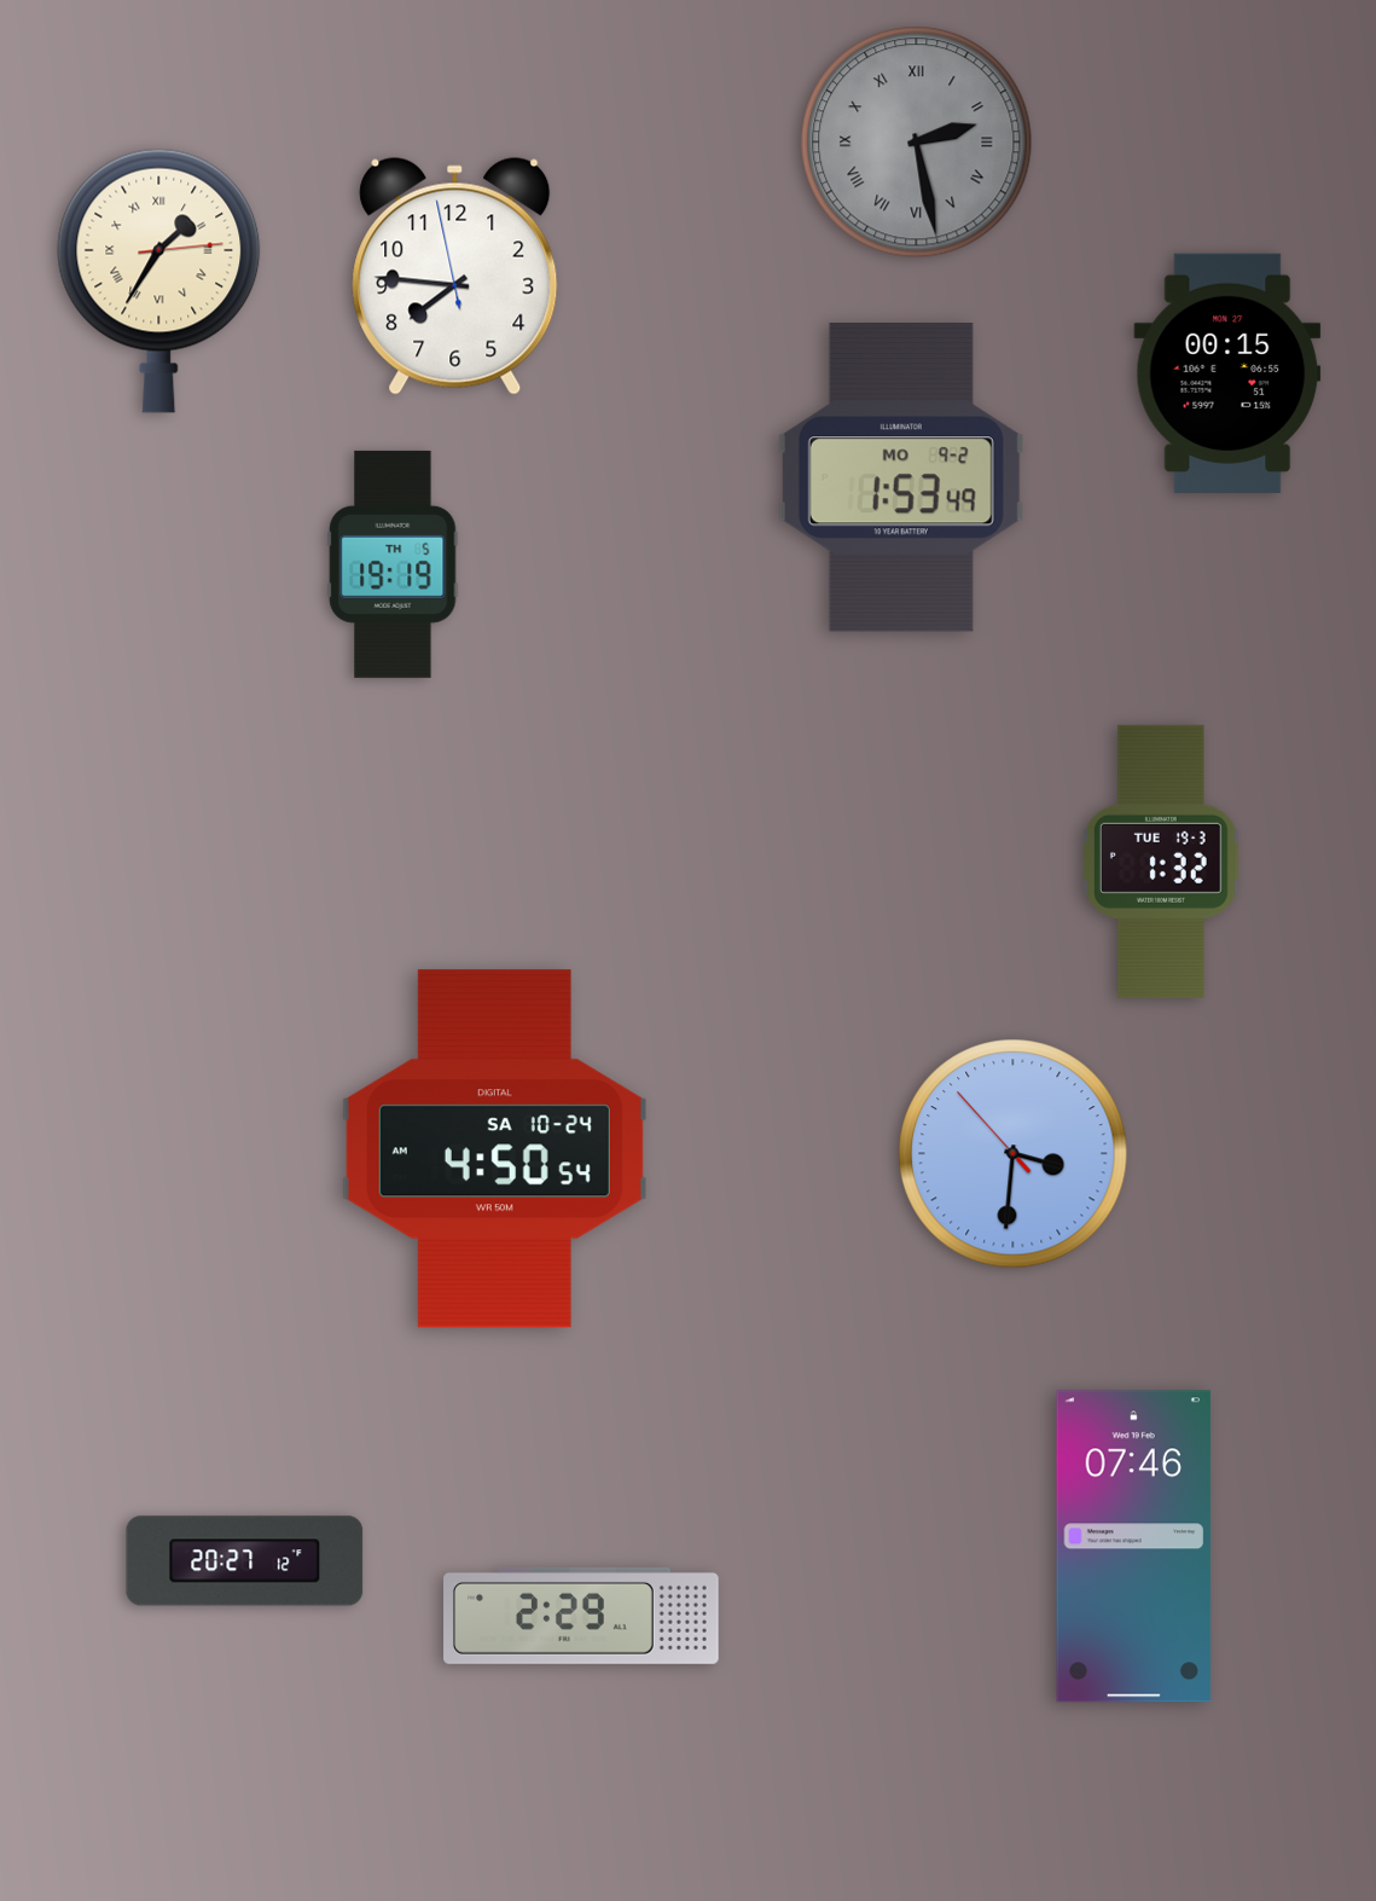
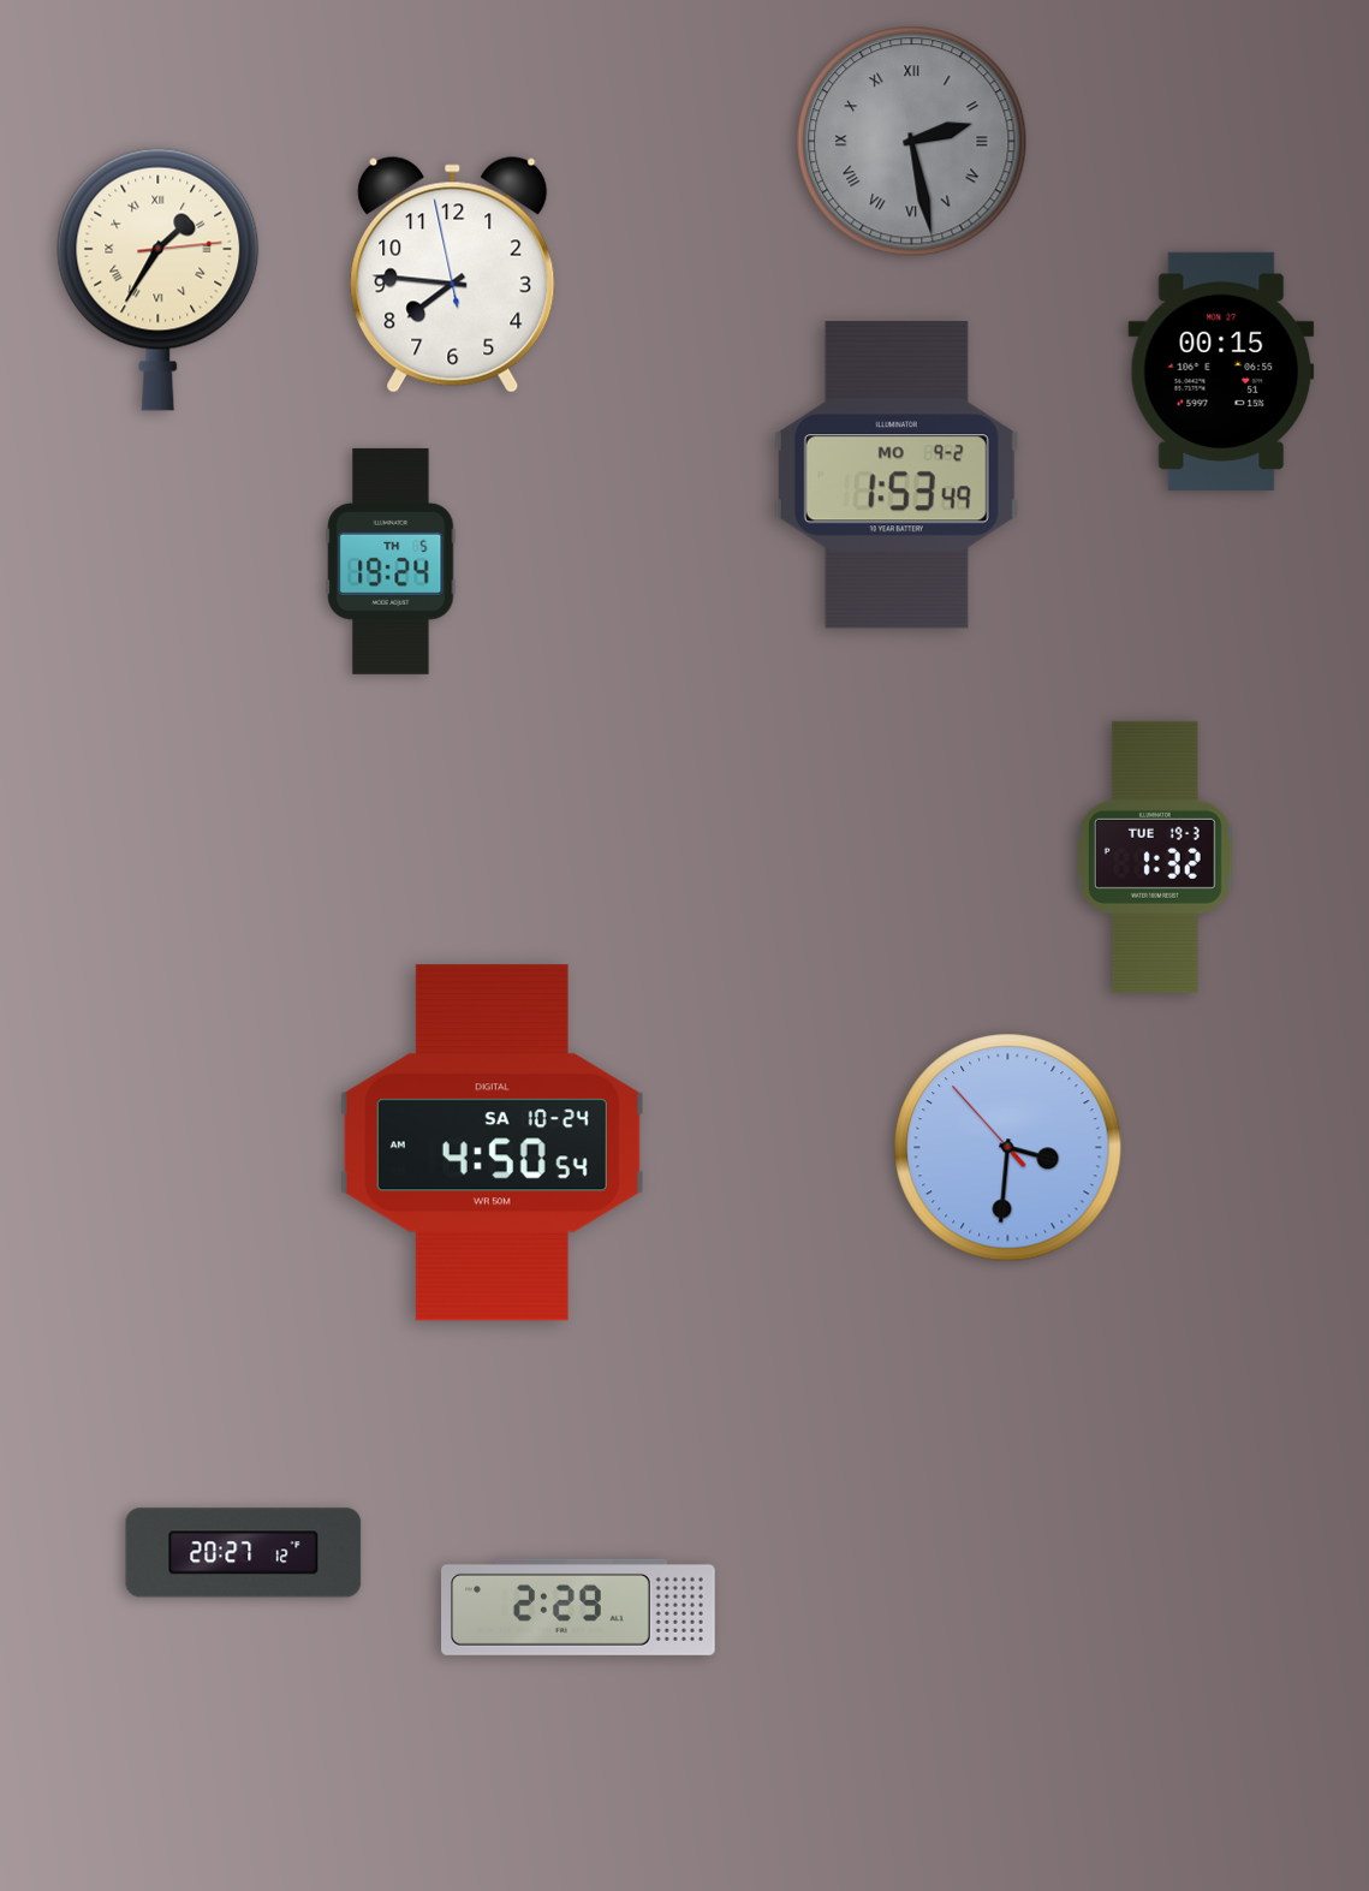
clock at (393, 564): 19:19 -> 19:24
clock at (1134, 1547): 07:46 -> none
